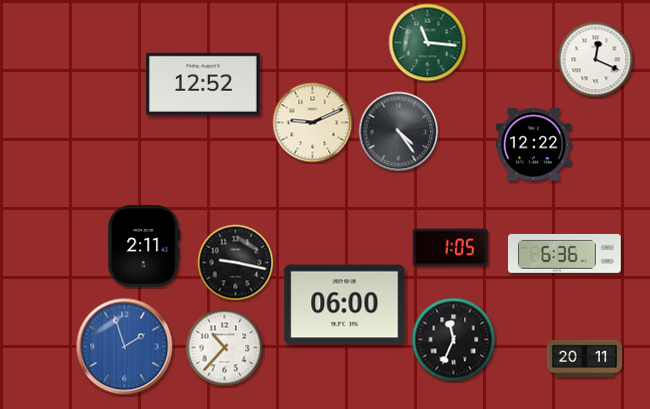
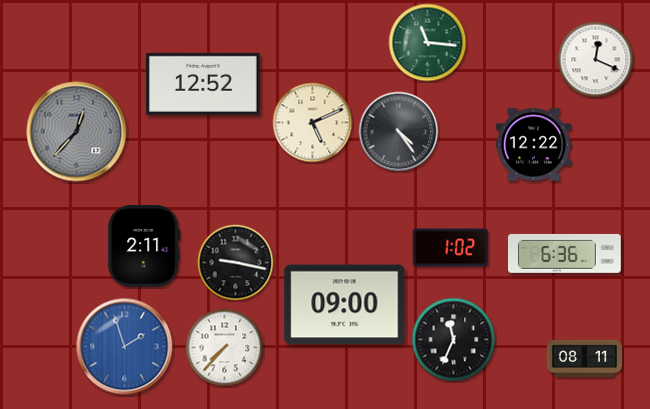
clock at (313, 123): 9:11 -> 5:11
clock at (77, 132): none -> 12:37
clock at (450, 248): 1:05 -> 1:02
clock at (345, 305): 06:00 -> 09:00
clock at (225, 348): 10:37 -> 7:37
clock at (585, 359): 20:11 -> 08:11
